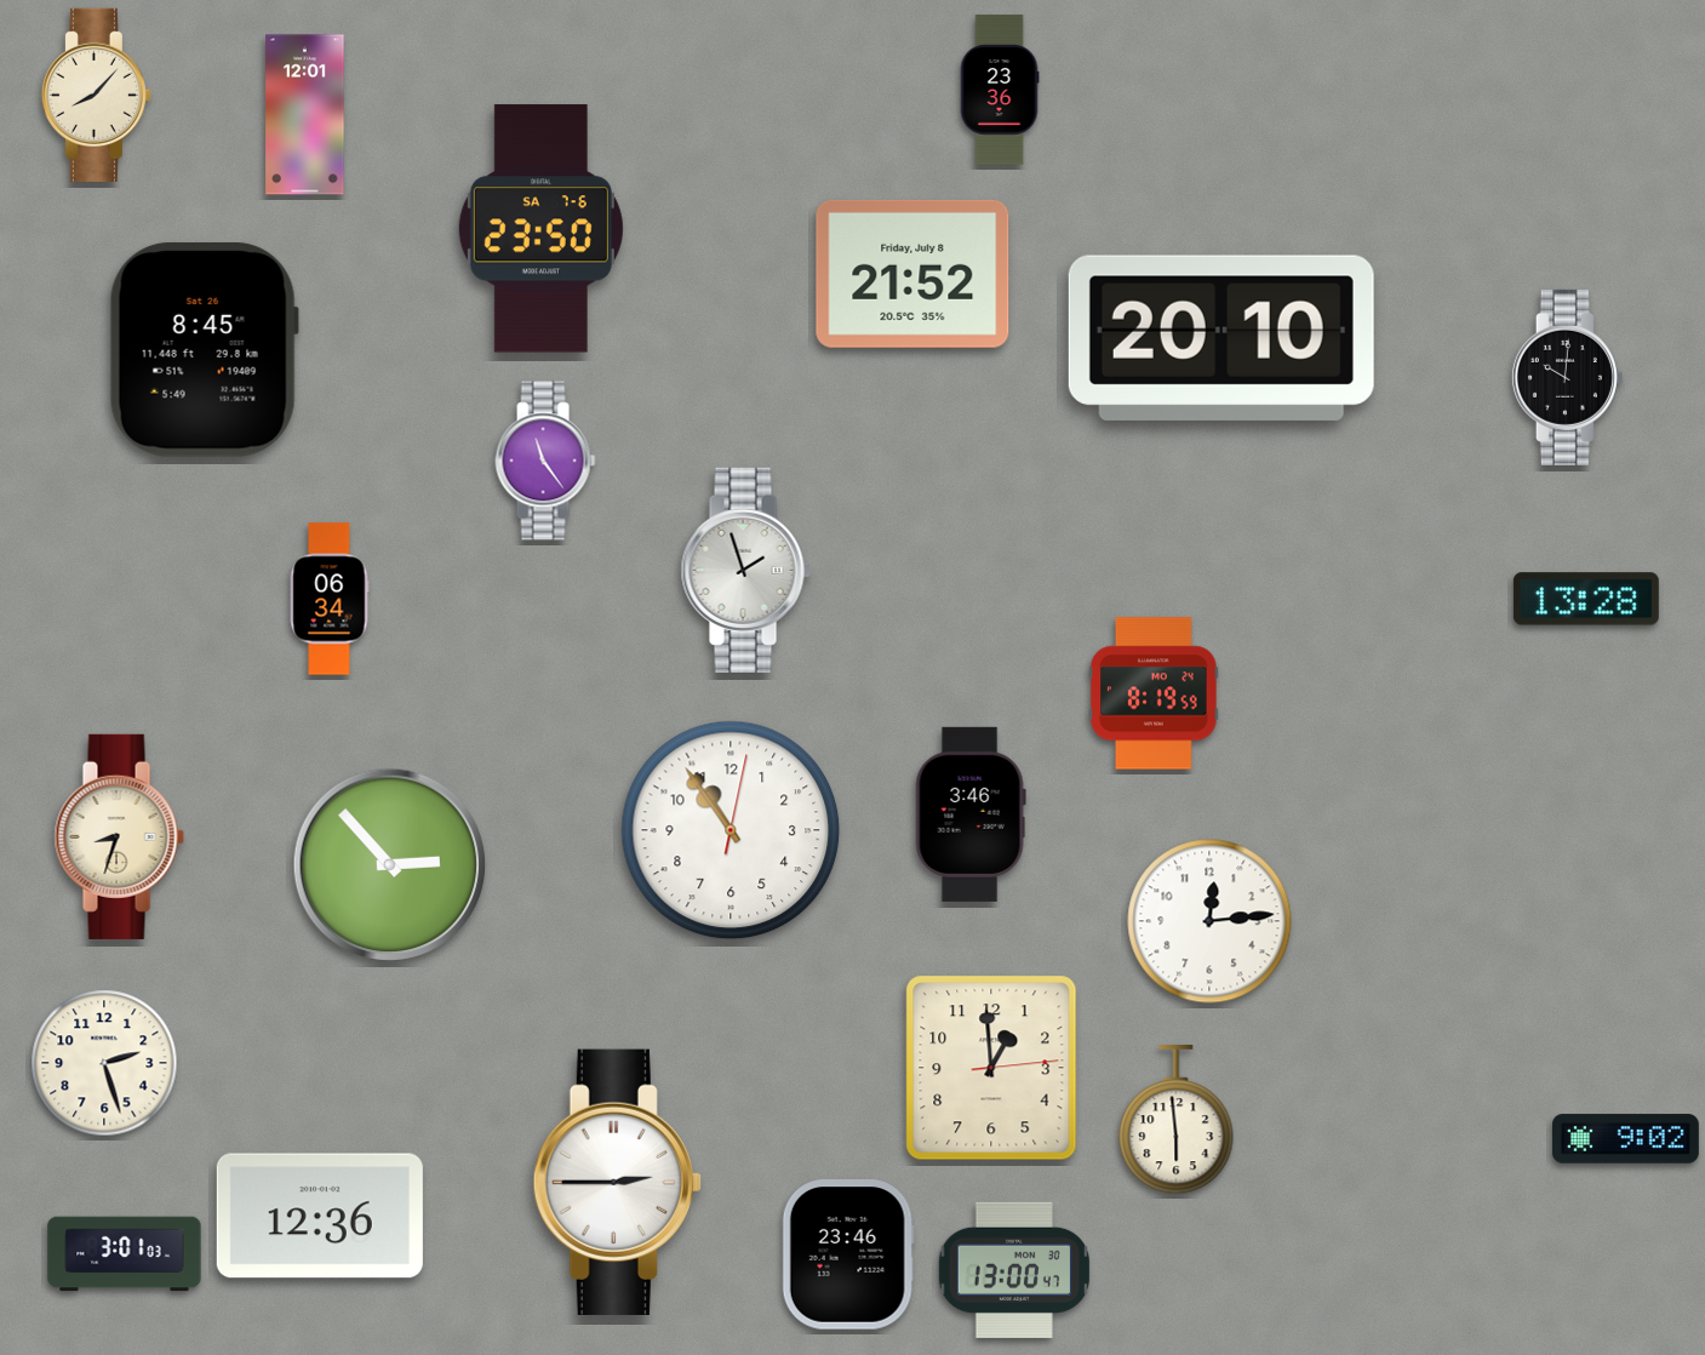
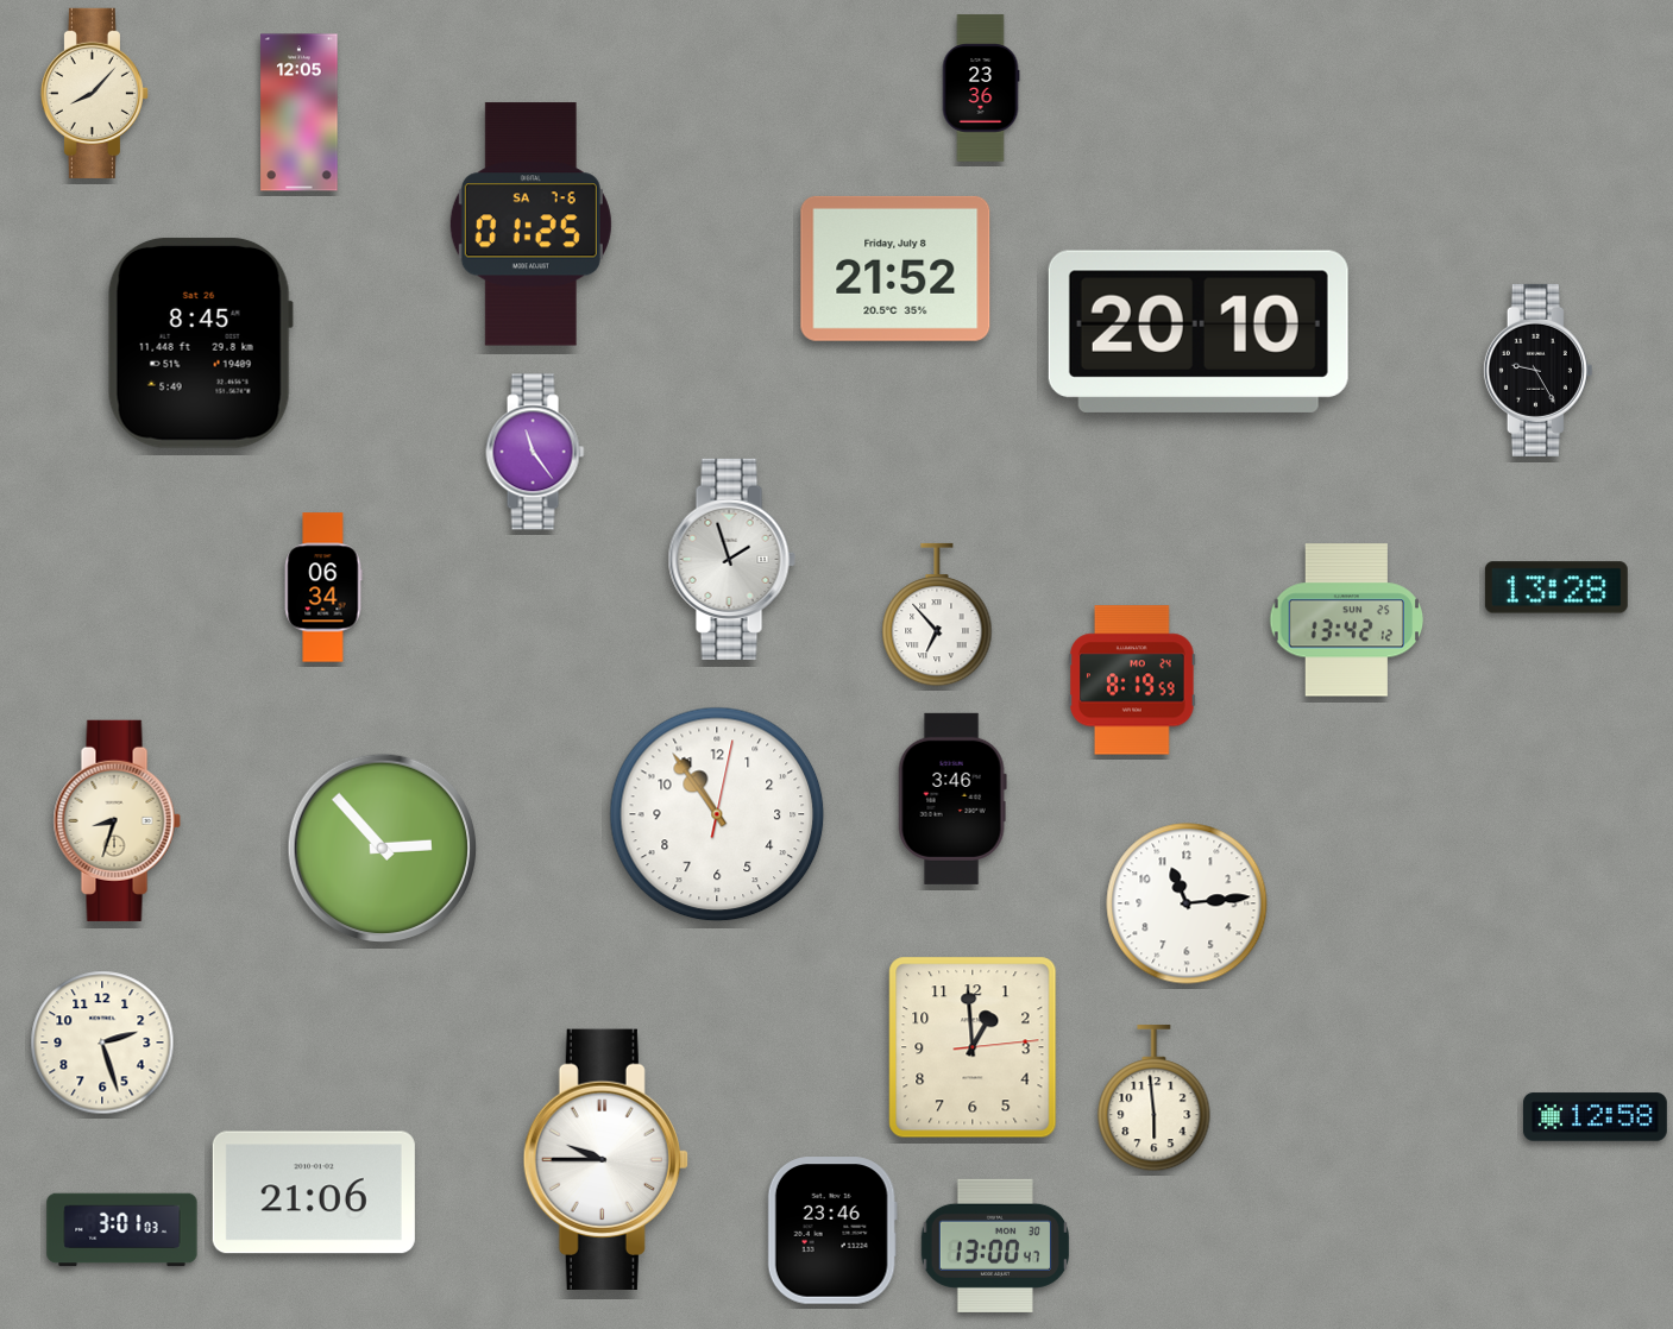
clock at (305, 115): 12:01 -> 12:05
clock at (540, 229): 23:50 -> 01:25
clock at (1567, 377): 10:01 -> 9:25
clock at (937, 615): none -> 6:53
clock at (1347, 621): none -> 13:42
clock at (1209, 921): 12:14 -> 11:14
clock at (1625, 1139): 9:02 -> 12:58
clock at (617, 1182): 2:45 -> 9:45
clock at (320, 1216): 12:36 -> 21:06
